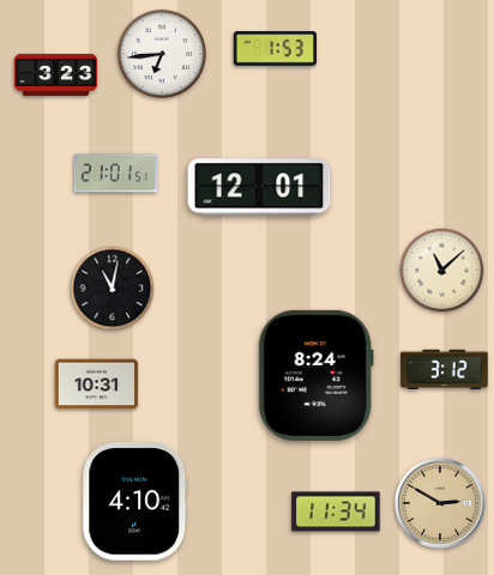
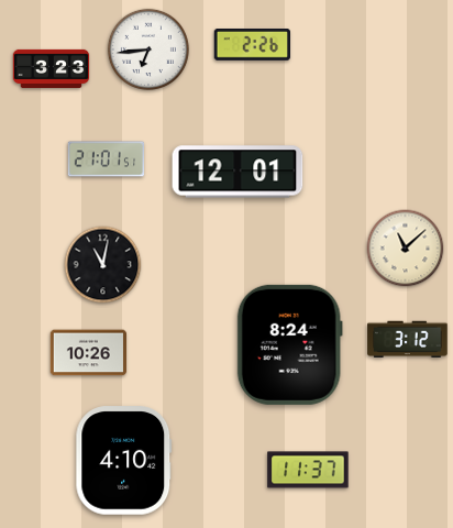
clock at (275, 49): 1:53 -> 2:26
clock at (97, 385): 10:31 -> 10:26
clock at (440, 503): 2:50 -> none
clock at (336, 512): 11:34 -> 11:37
